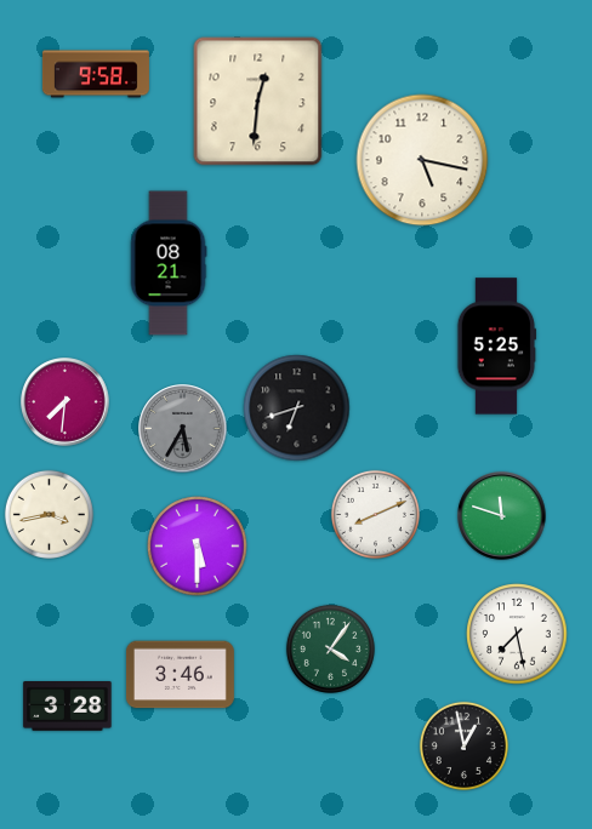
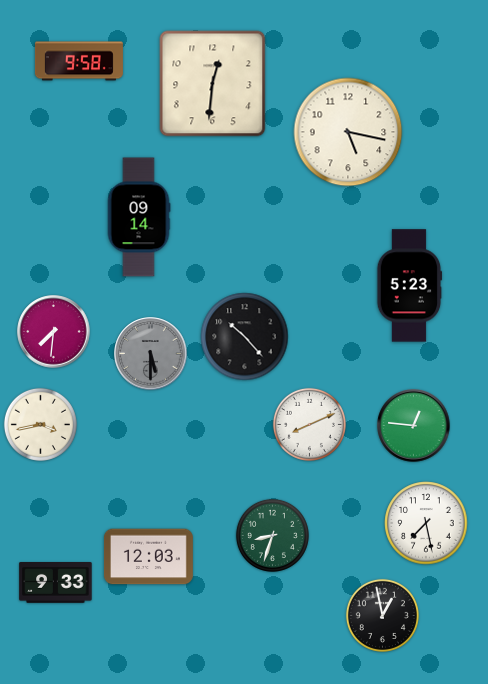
clock at (169, 263): 08:21 -> 09:14
clock at (496, 347): 5:25 -> 5:23
clock at (297, 408): 6:42 -> 10:23
clock at (183, 429): 5:35 -> 5:30
clock at (502, 516): 11:48 -> 12:46
clock at (198, 547): 5:30 -> none
clock at (330, 648): 4:06 -> 8:33
clock at (180, 675): 3:46 -> 12:03
clock at (68, 707): 3:28 -> 9:33
